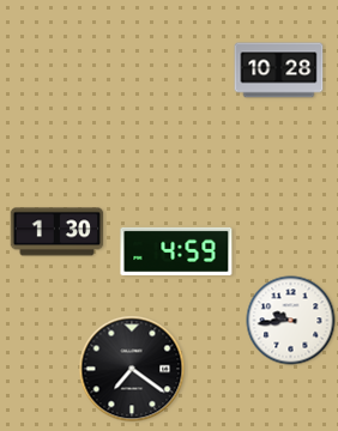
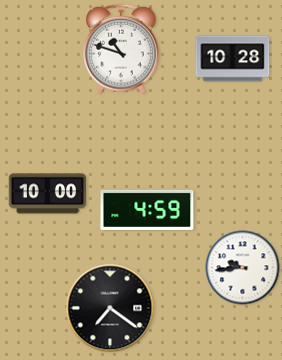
clock at (122, 49): none -> 10:48
clock at (58, 232): 1:30 -> 10:00
